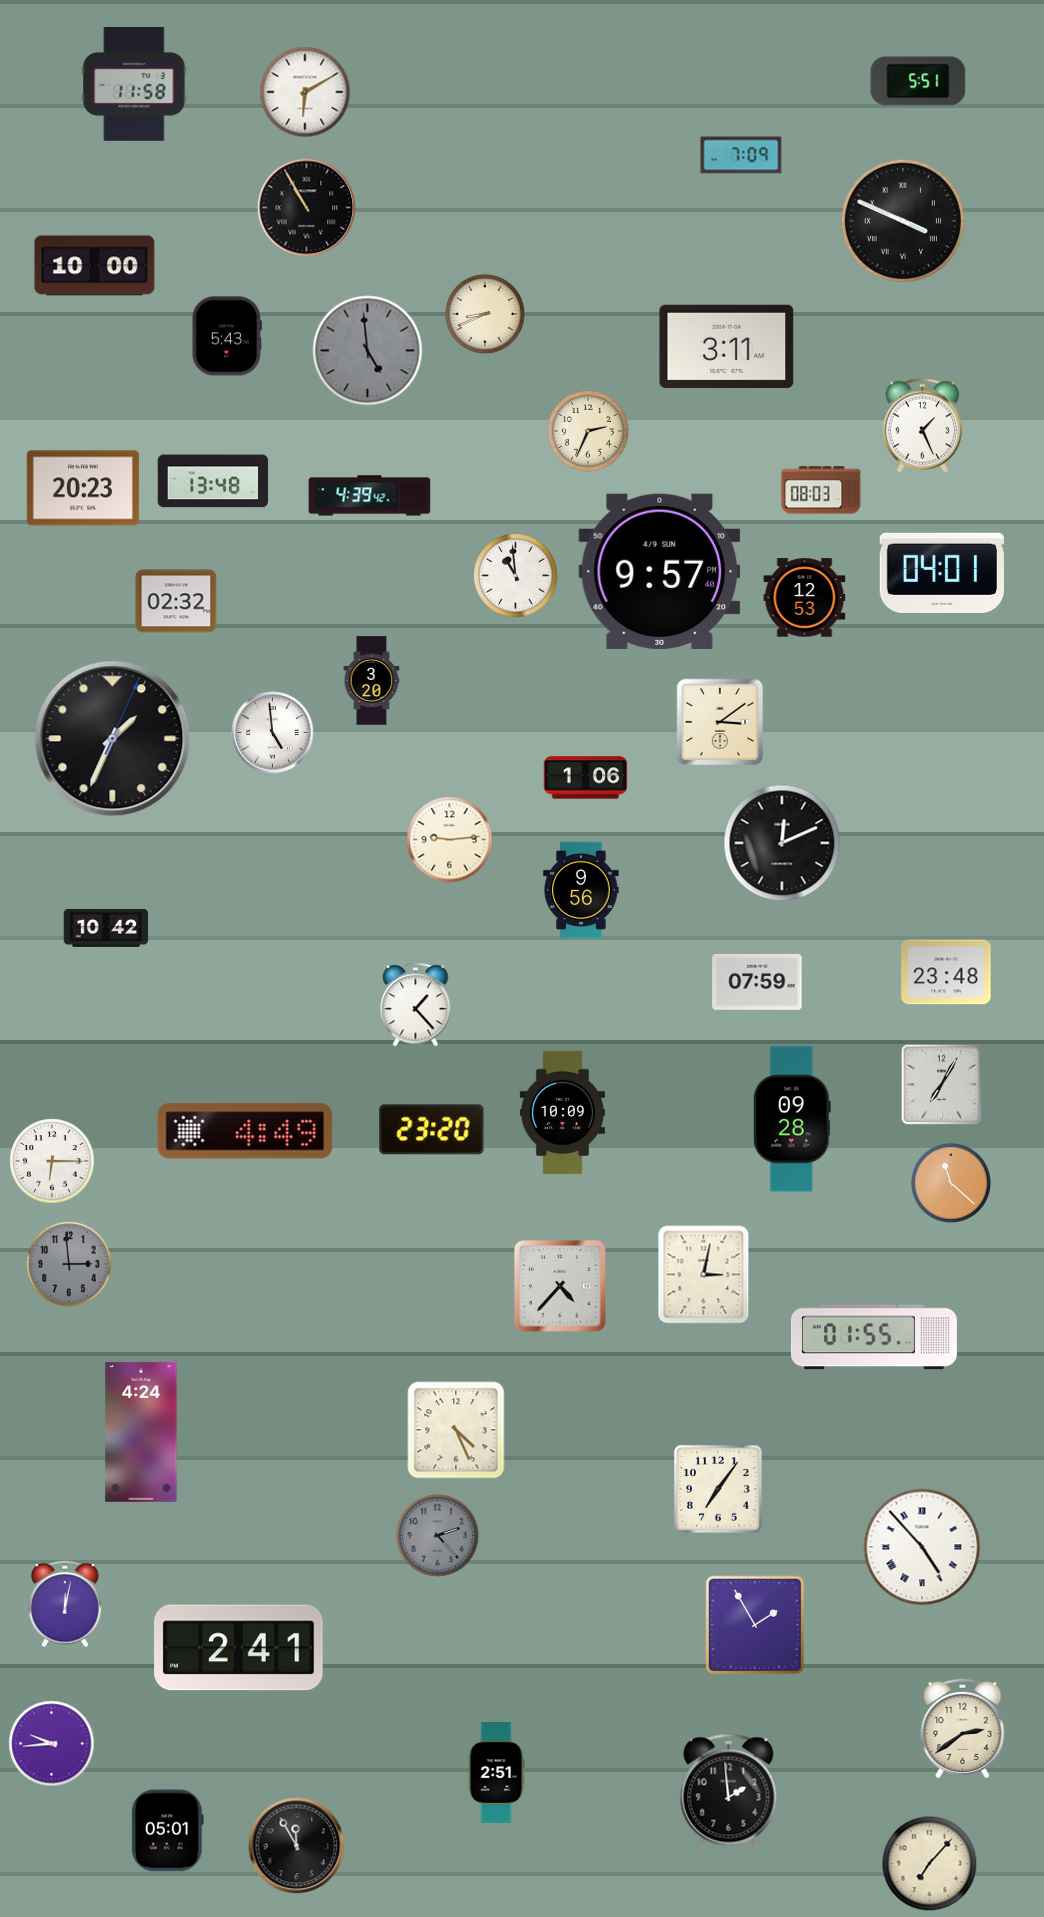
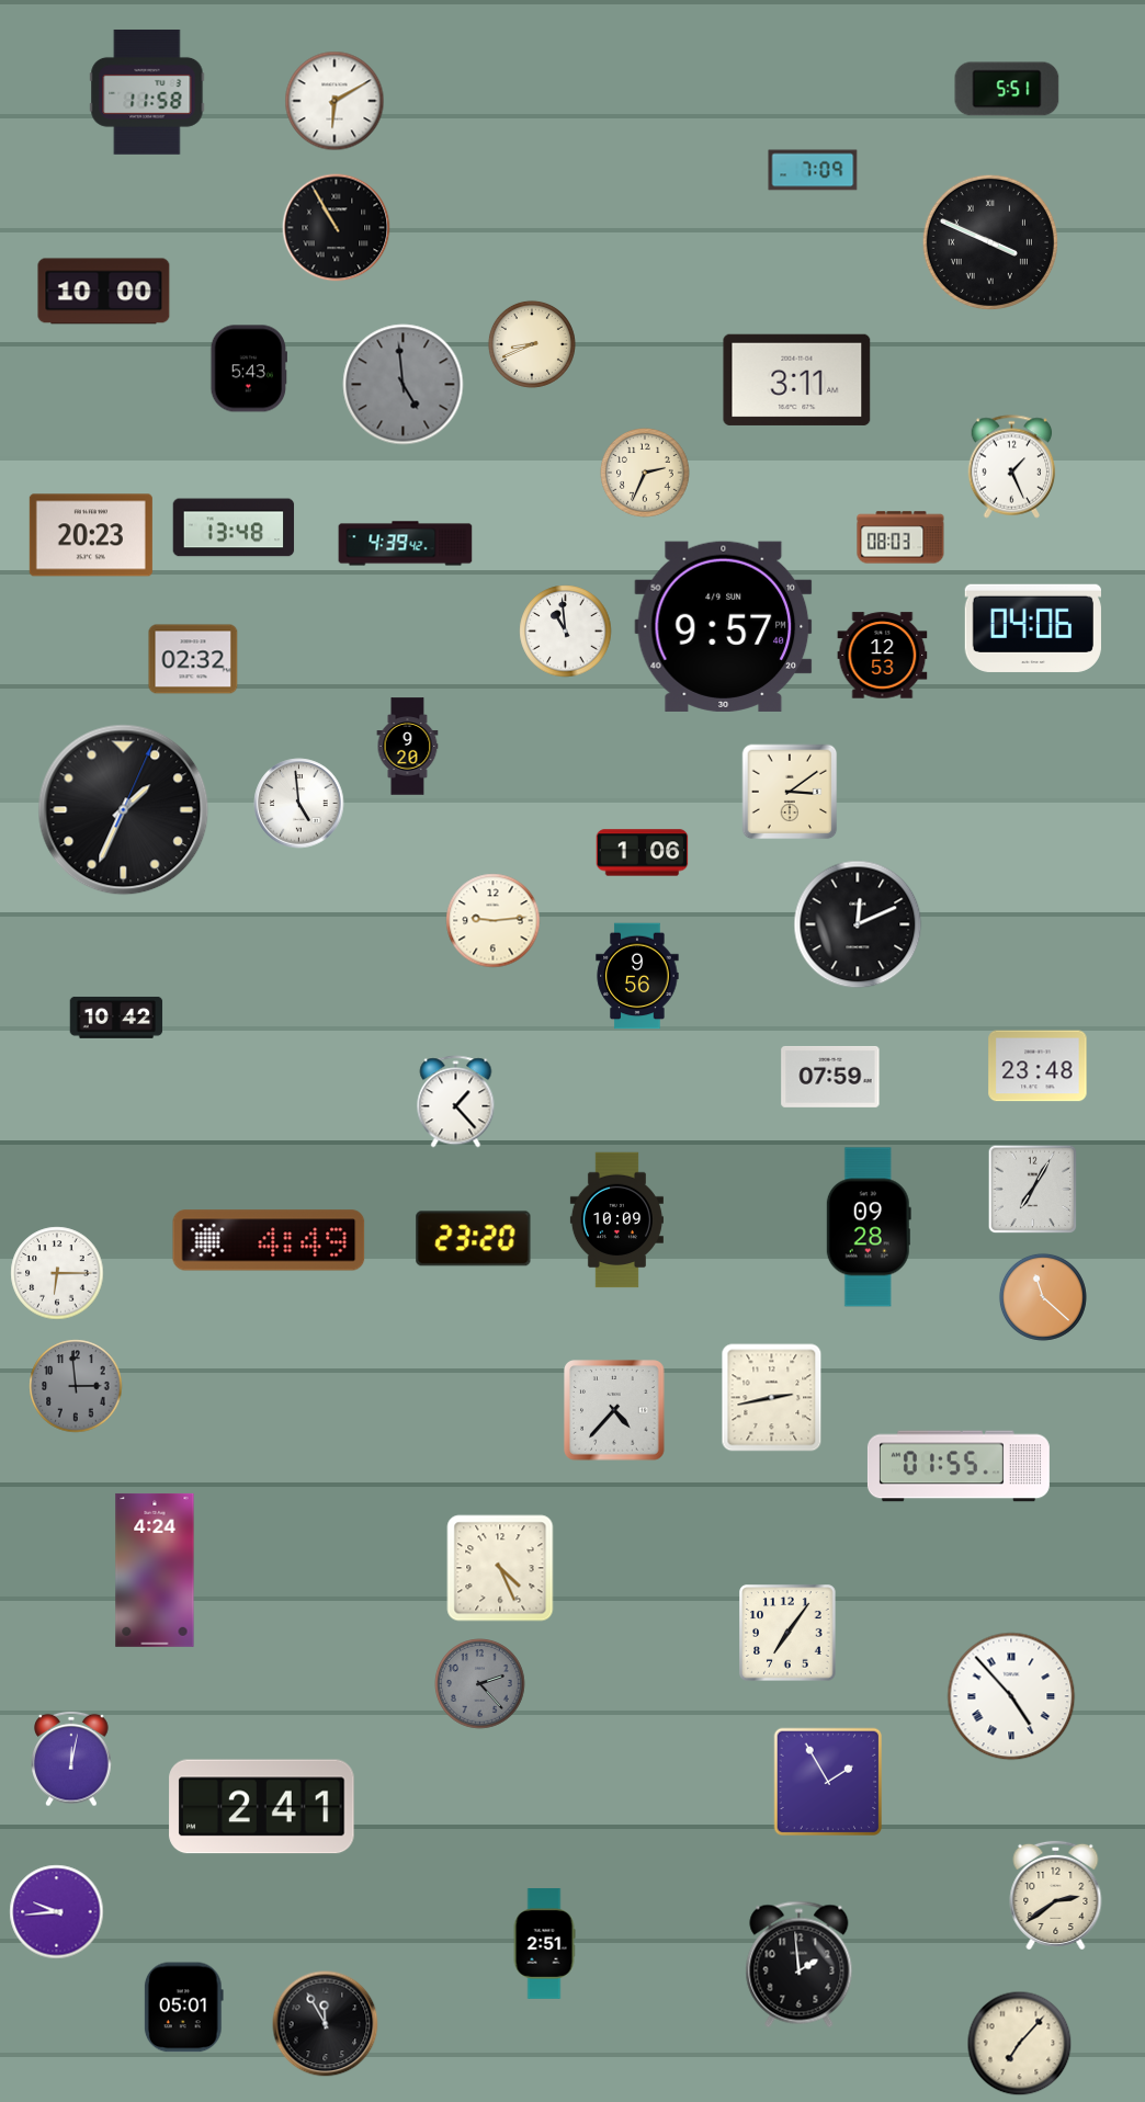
clock at (942, 573): 04:01 -> 04:06
clock at (372, 681): 3:20 -> 9:20
clock at (704, 1275): 3:02 -> 2:43
